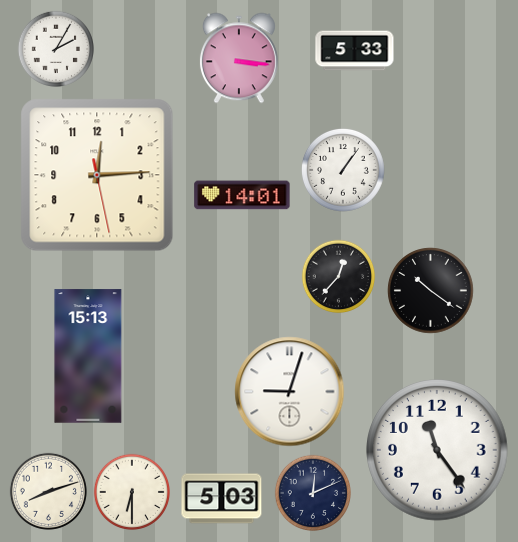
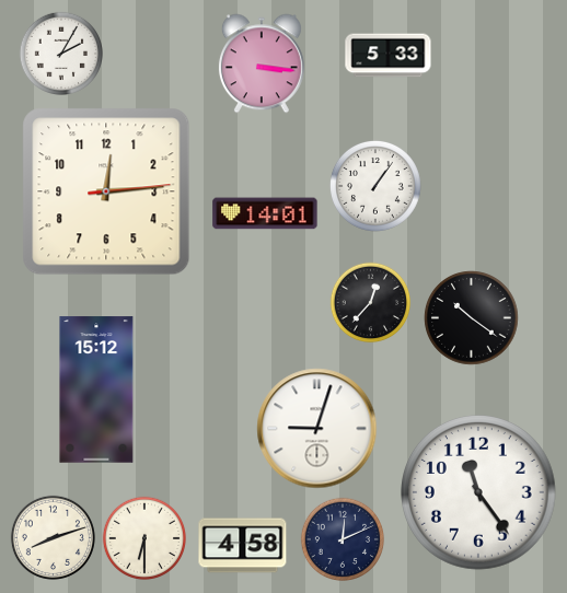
clock at (97, 175): 12:14:28 -> 12:14:14
clock at (88, 356): 15:13 -> 15:12
clock at (222, 499): 5:03 -> 4:58
